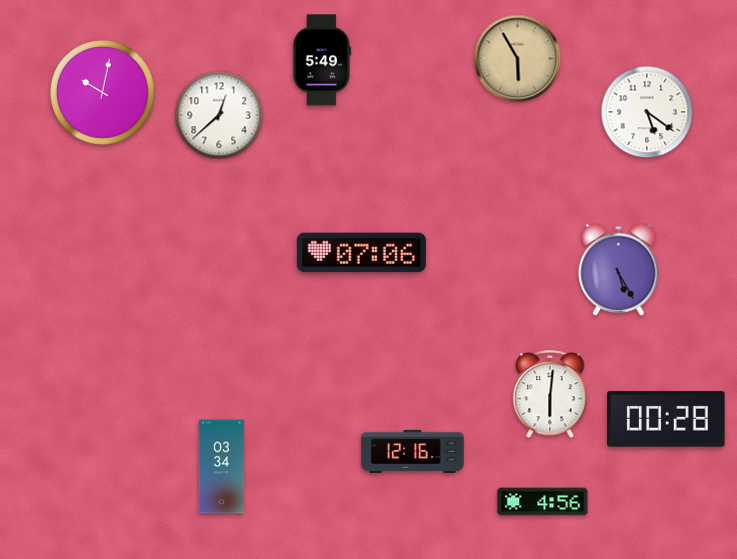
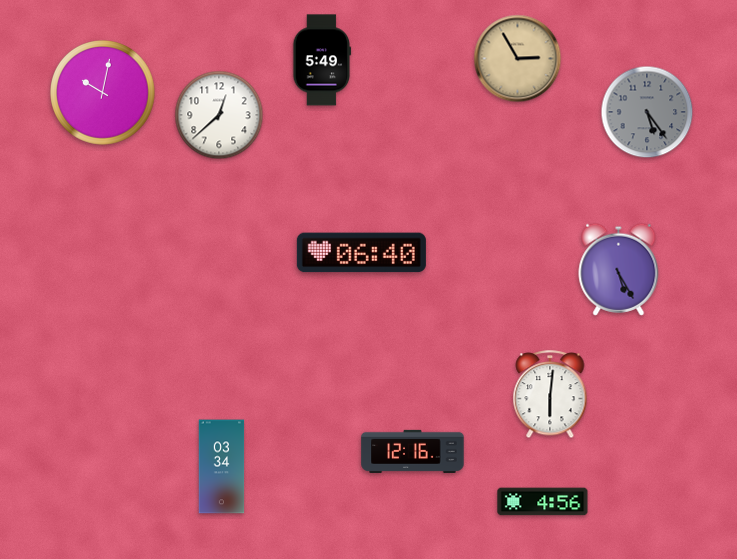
clock at (518, 59): 5:55 -> 2:55
clock at (647, 112): 5:21 -> 5:24
clock at (647, 112) dial: white -> grey
clock at (361, 253): 07:06 -> 06:40
clock at (666, 420): 00:28 -> none
